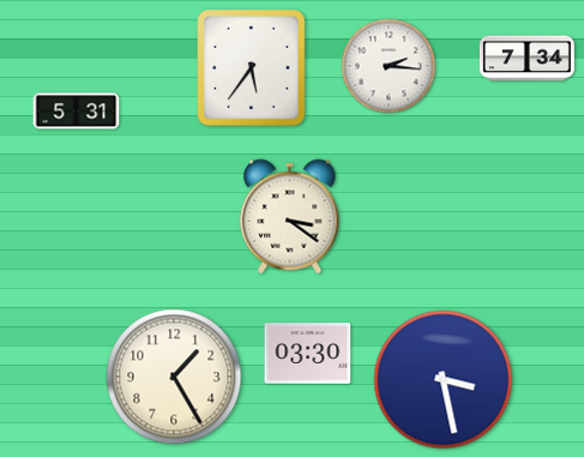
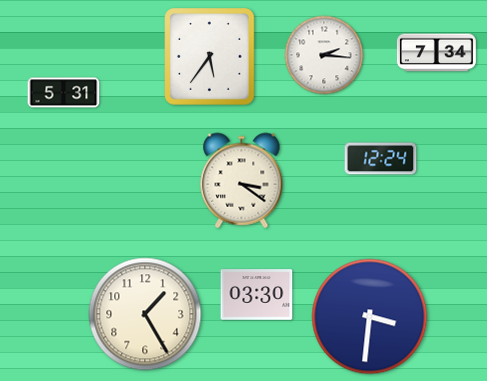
clock at (526, 59) position: (526, 59) -> (436, 53)
clock at (381, 159): none -> 12:24
clock at (444, 380): 3:28 -> 3:31
